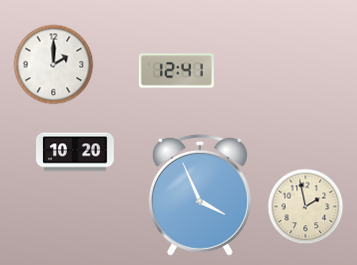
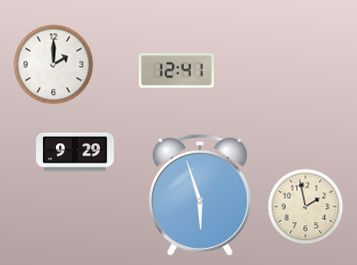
clock at (75, 152): 10:20 -> 9:29
clock at (200, 195): 3:56 -> 5:57
